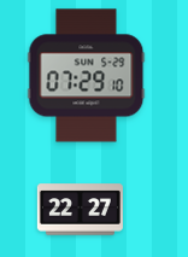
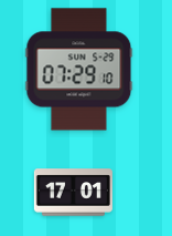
clock at (80, 210): 22:27 -> 17:01
